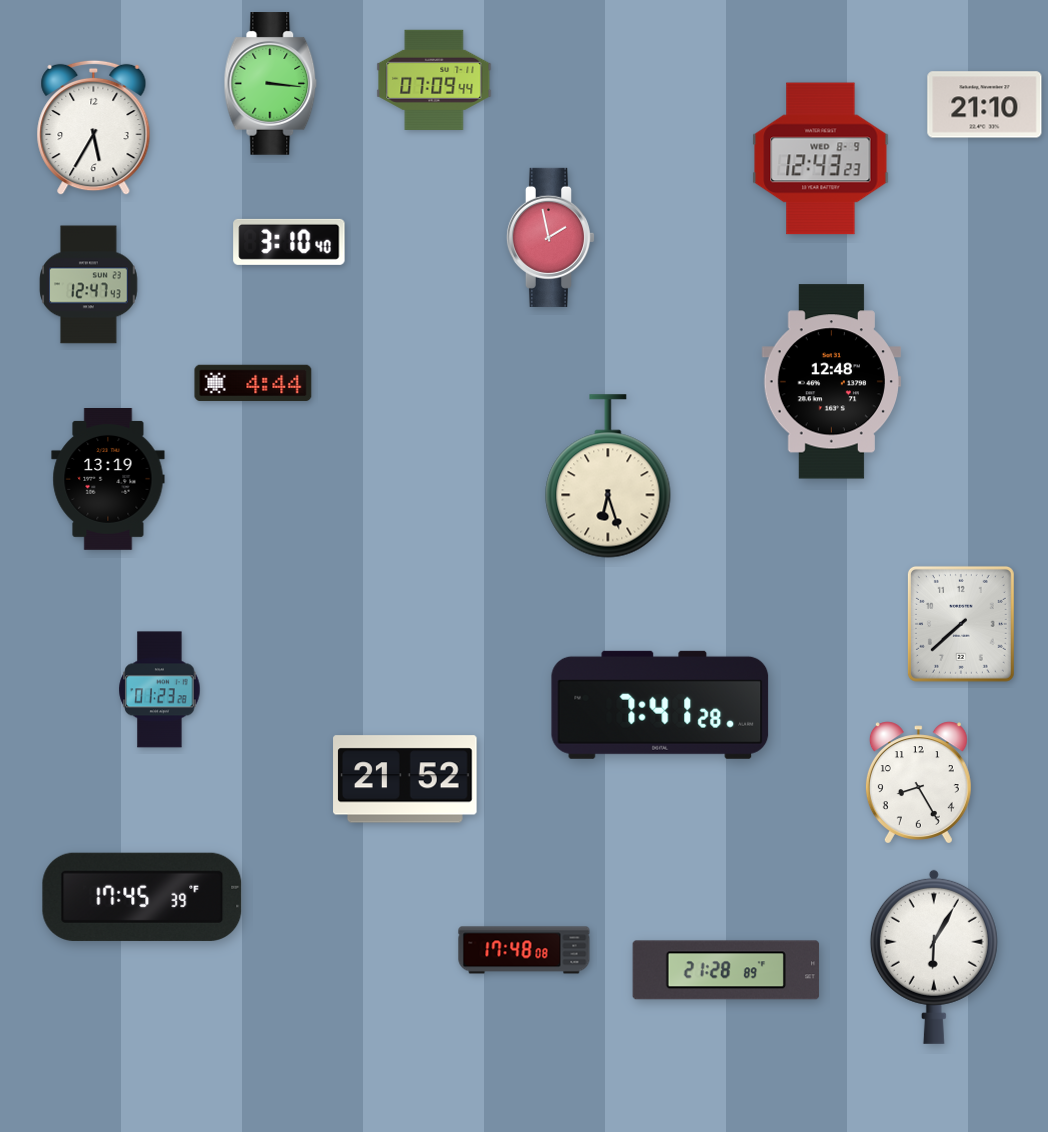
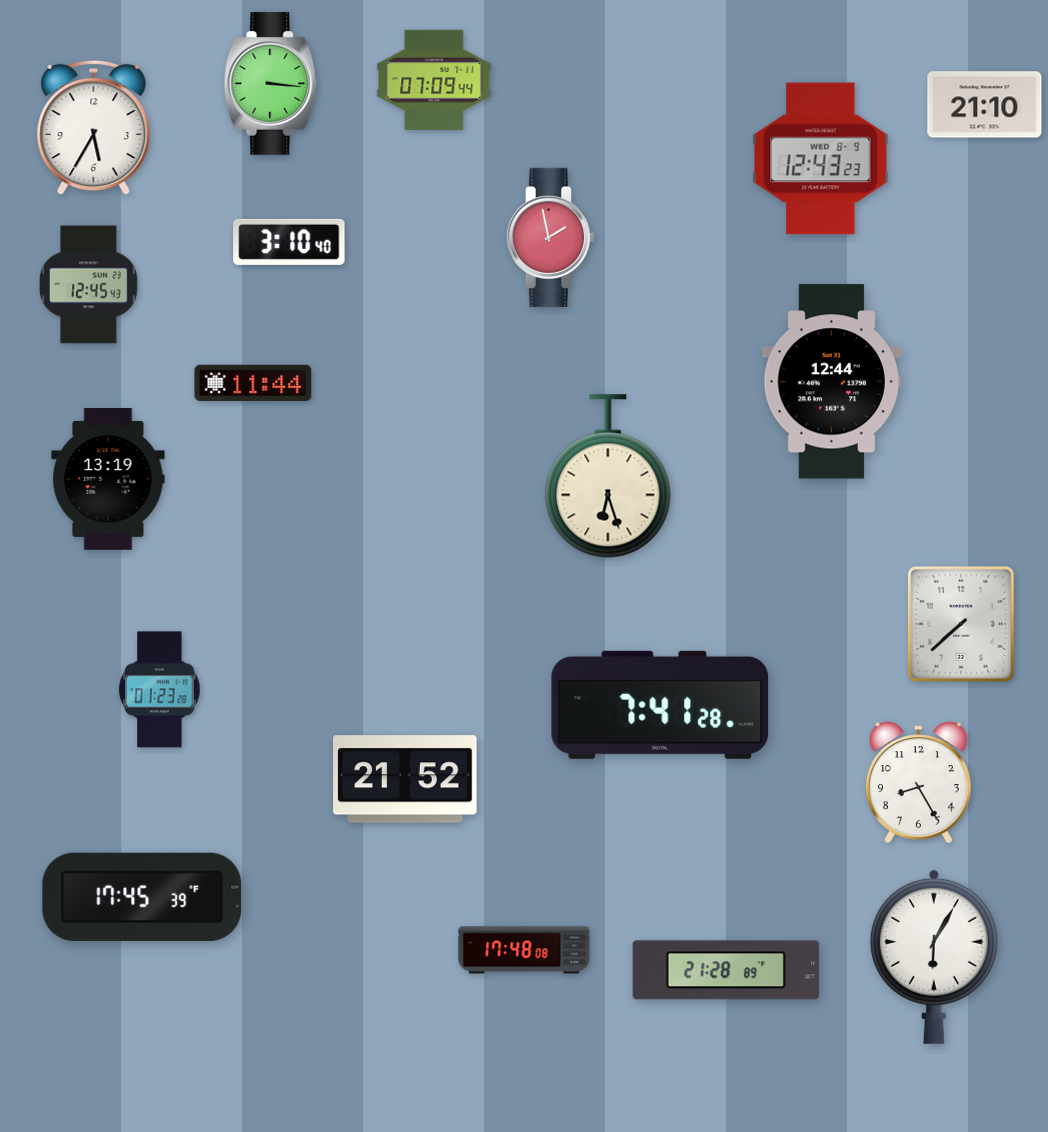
clock at (89, 285): 12:47 -> 12:45
clock at (253, 382): 4:44 -> 11:44
clock at (831, 382): 12:48 -> 12:44
